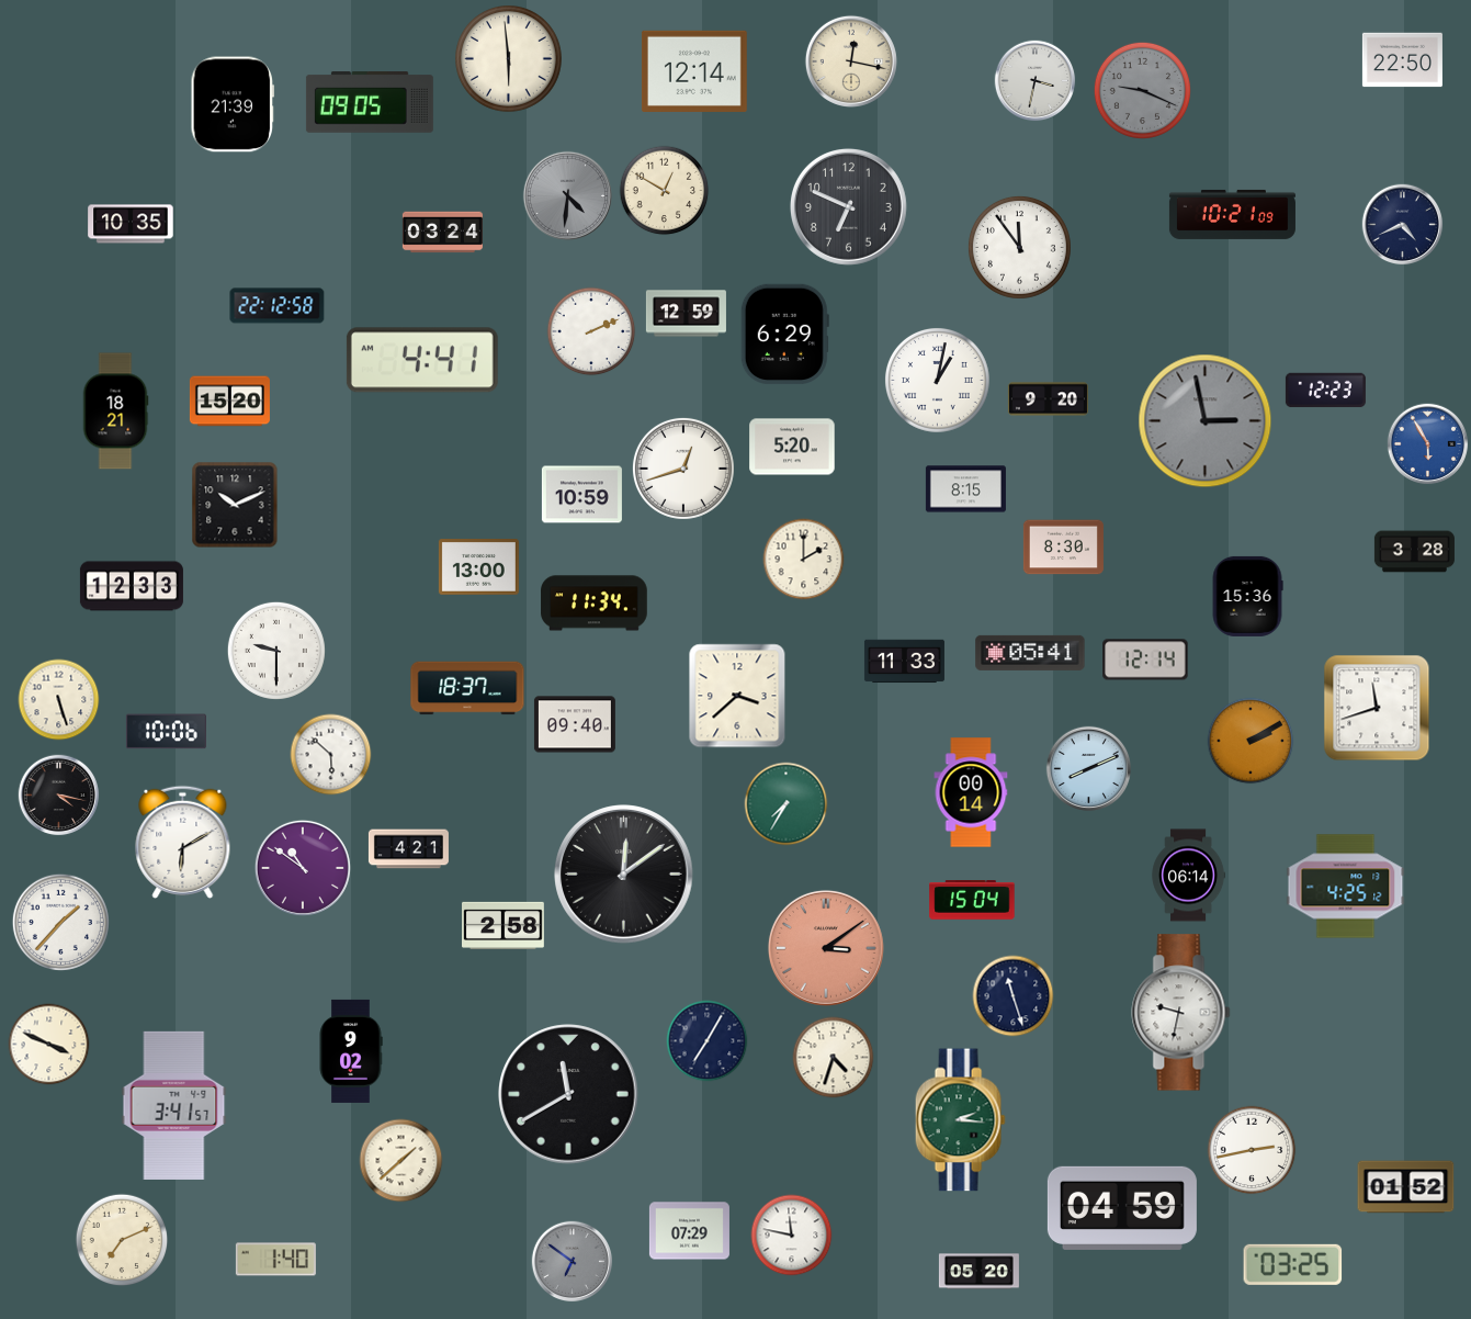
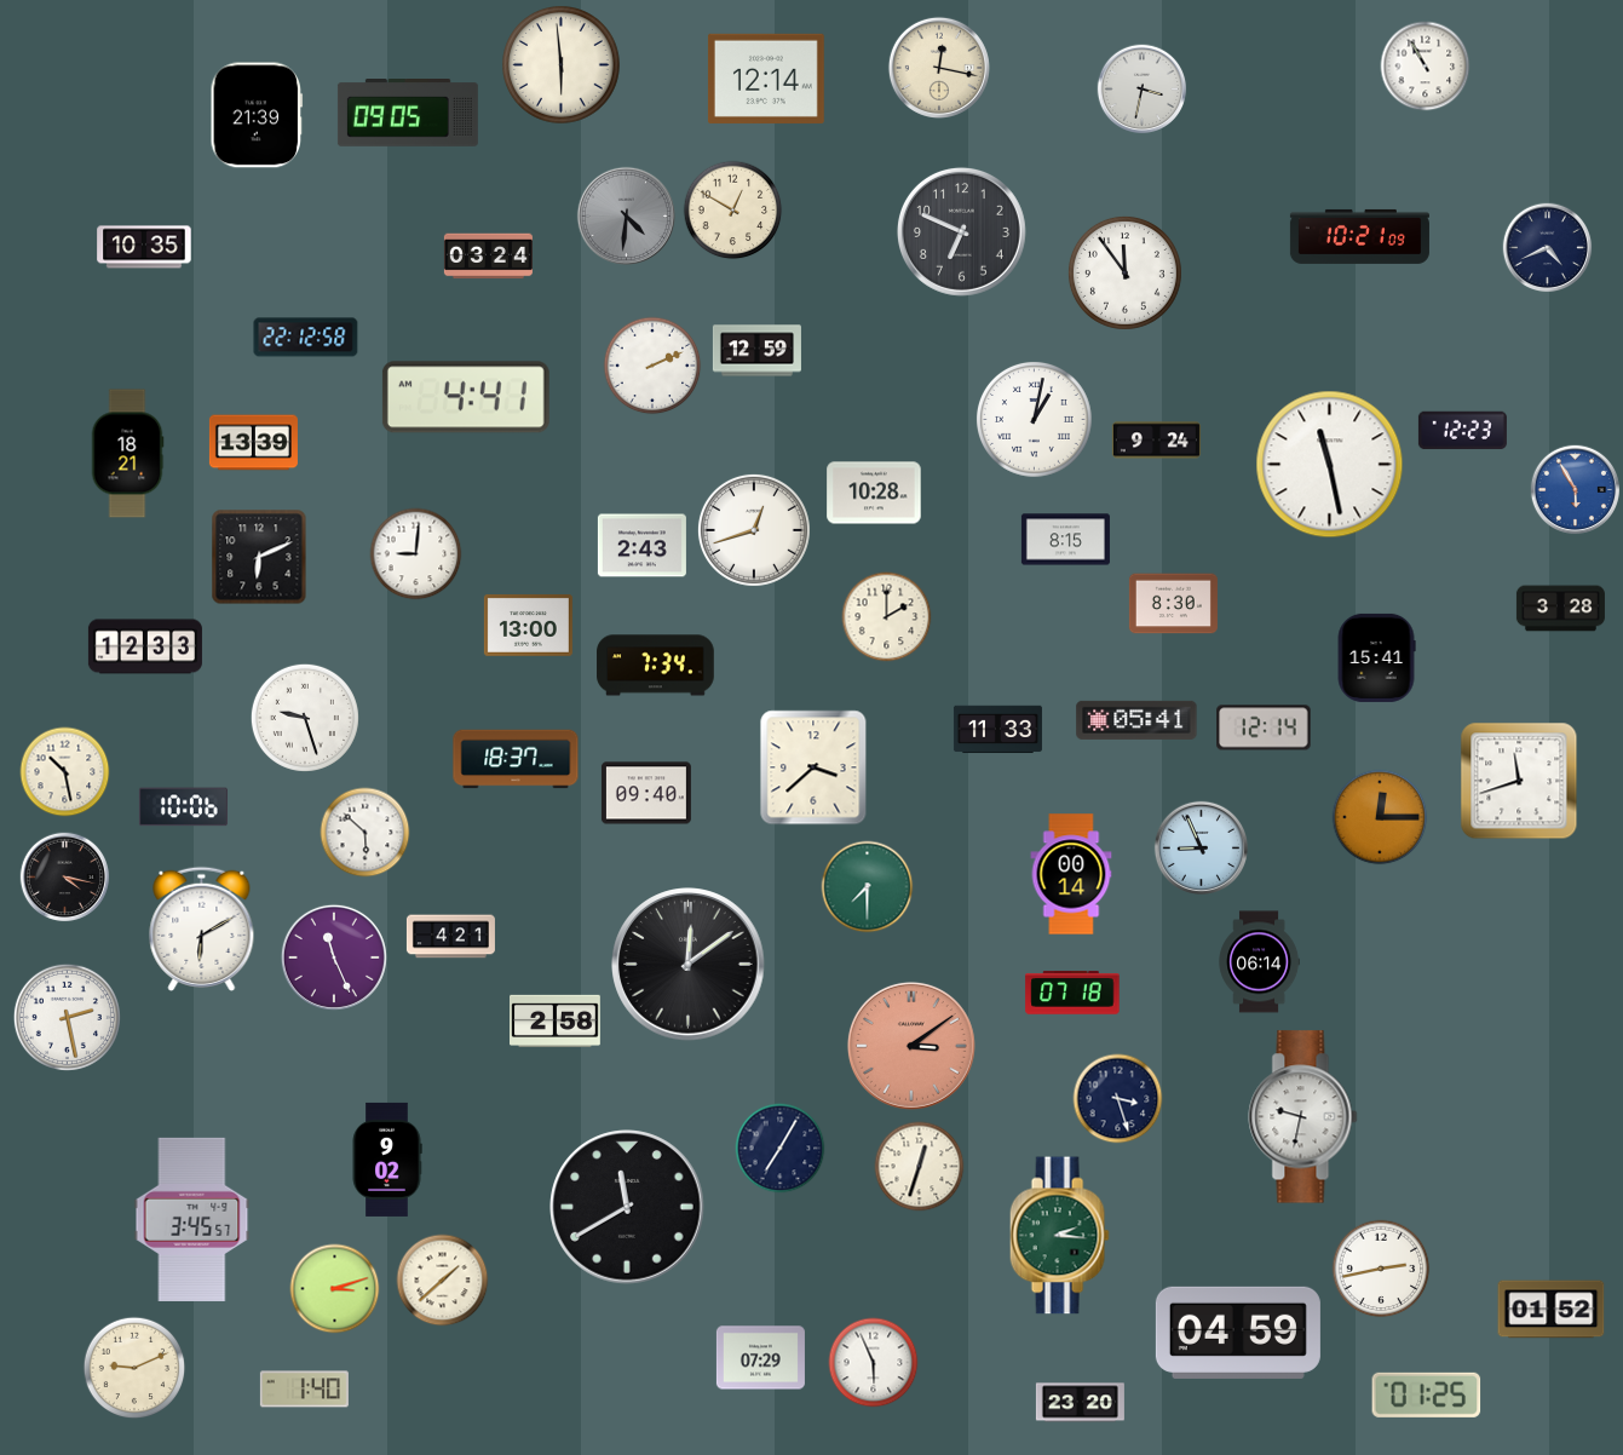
clock at (1426, 67): none -> 10:55
clock at (1402, 60): 22:50 -> none
clock at (1142, 90): 9:19 -> none
clock at (848, 206) position: (848, 206) -> (961, 231)
clock at (686, 314) position: (686, 314) -> (756, 351)
clock at (784, 335): 6:29 -> none
clock at (1048, 399): 9:20 -> 9:24
clock at (229, 402): 15:20 -> 13:39
clock at (1206, 421): 2:58 -> 11:28
clock at (1206, 421) dial: grey -> white
clock at (792, 447): 5:20 -> 10:28
clock at (683, 469) position: (683, 469) -> (754, 530)
clock at (581, 495): 10:59 -> 2:43
clock at (416, 554): none -> 9:01
clock at (235, 505): 10:11 -> 6:11
clock at (1247, 596): 15:36 -> 15:41
clock at (595, 604): 11:34 -> 7:34
clock at (276, 651): 9:30 -> 9:27
clock at (59, 700): 5:27 -> 10:28
clock at (575, 724) position: (575, 724) -> (646, 793)
clock at (1251, 741): 2:10 -> 12:15
clock at (1088, 768): 8:11 -> 8:56
clock at (787, 804): 7:35 -> 7:30
clock at (303, 868): 10:51 -> 11:26
clock at (1188, 876) position: (1188, 876) -> (1259, 962)
clock at (1346, 887): 4:25 -> none
clock at (972, 900): 15:04 -> 07:18
clock at (60, 922): 1:37 -> 2:28
clock at (1014, 996): 11:27 -> 3:27
clock at (49, 1045): 3:49 -> none
clock at (834, 1058): 4:33 -> 12:33
clock at (174, 1105): 3:41 -> 3:45
clock at (335, 1289): none -> 3:12
clock at (792, 1236): 11:47 -> 5:56
clock at (122, 1240): 7:11 -> 9:11
clock at (573, 1262): 6:51 -> none
clock at (1293, 1264): 03:25 -> 01:25
clock at (978, 1272): 05:20 -> 23:20
